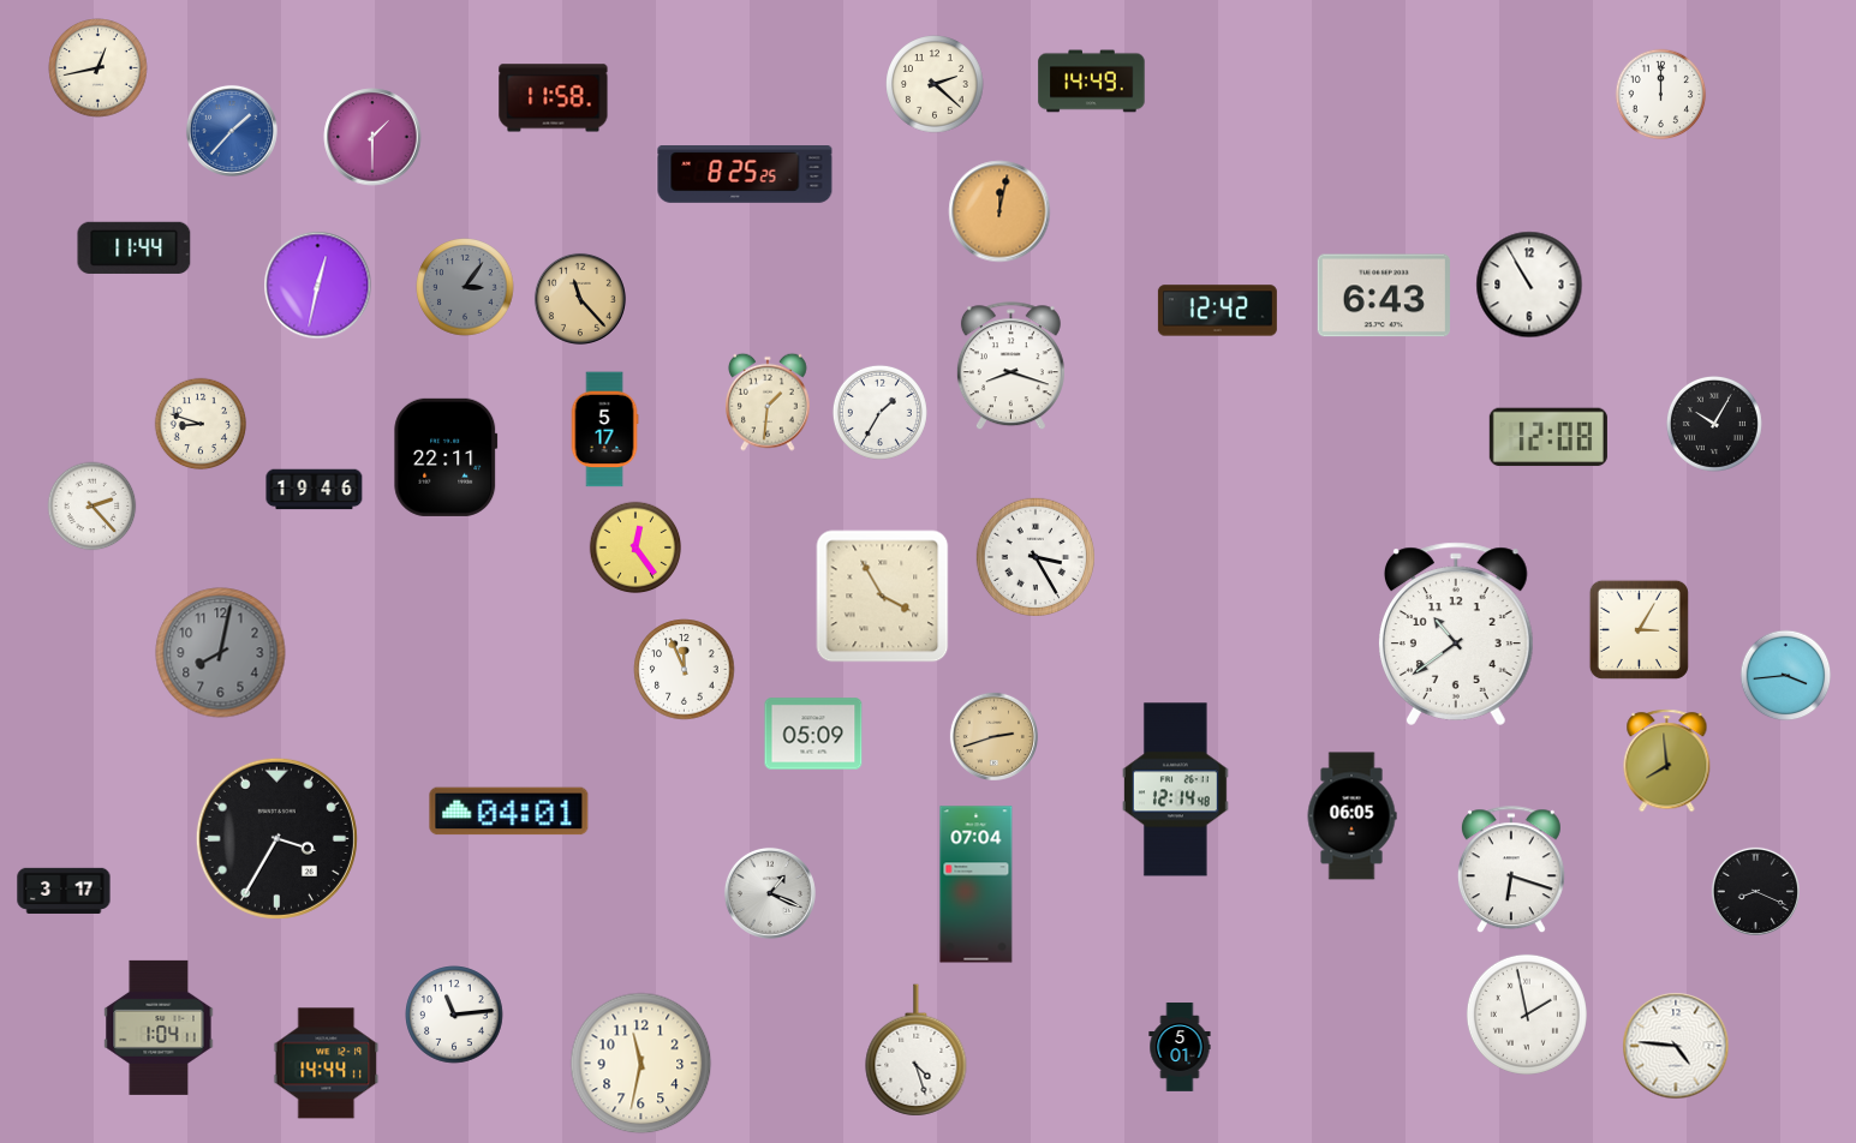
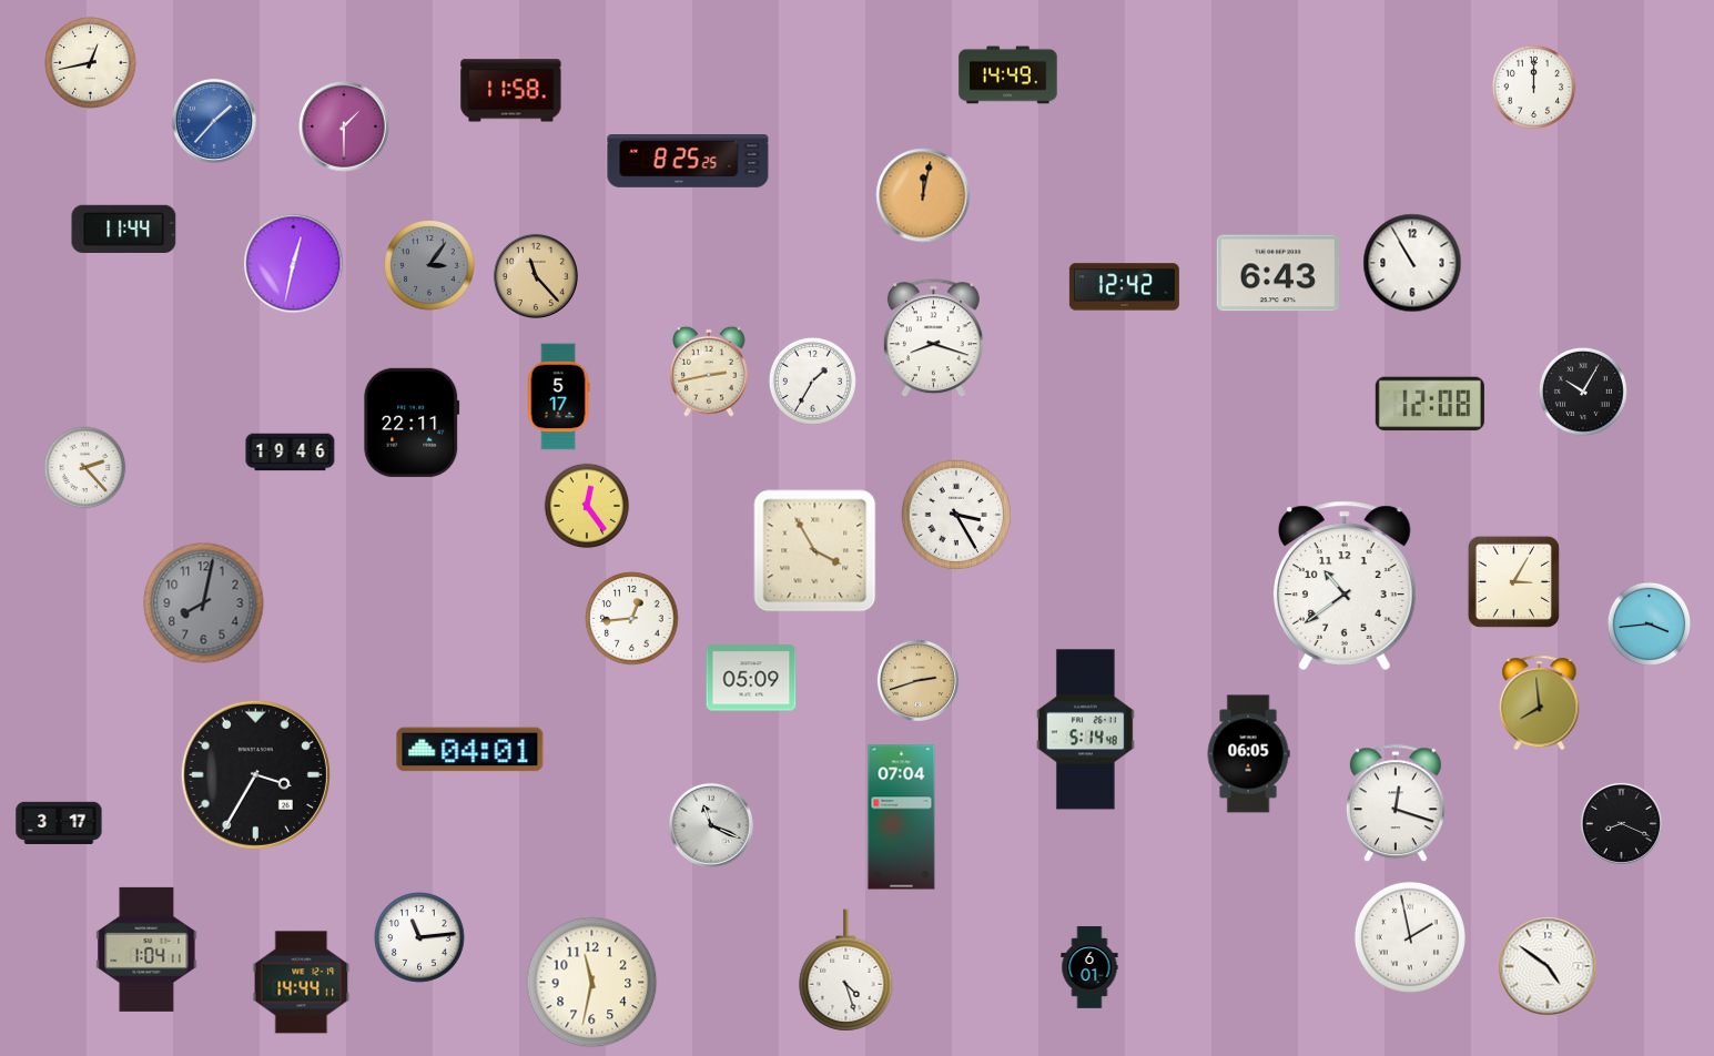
clock at (935, 84): 2:22 -> none
clock at (769, 402): 1:31 -> 2:43
clock at (201, 424): 8:48 -> none
clock at (685, 670): 11:56 -> 12:44
clock at (1176, 790): 12:14 -> 5:14
clock at (1511, 870): 6:18 -> 12:18
clock at (770, 893): 1:19 -> 11:19
clock at (1676, 1046): 4:46 -> 4:51
clock at (1180, 1047): 5:01 -> 6:01
